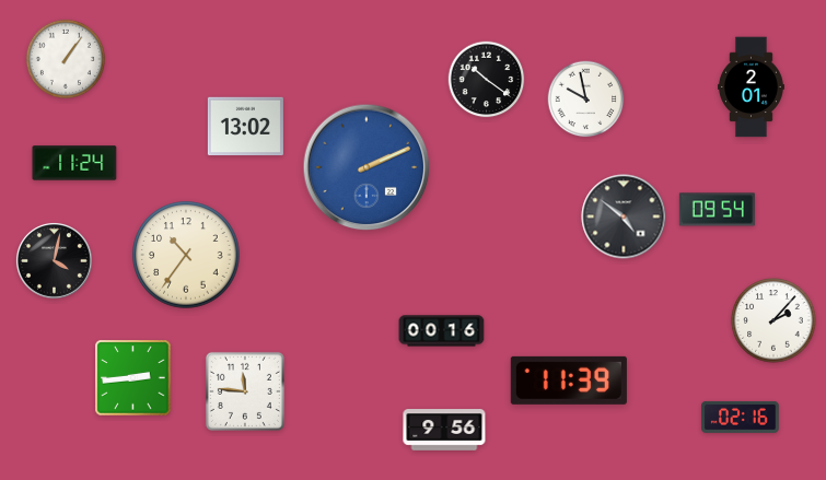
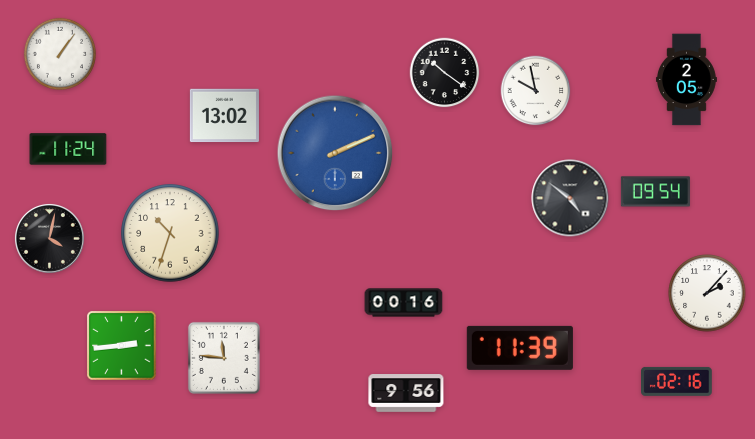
clock at (751, 87): 2:01 -> 2:05
clock at (186, 255): 10:36 -> 10:33
